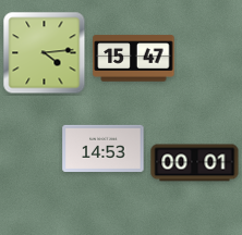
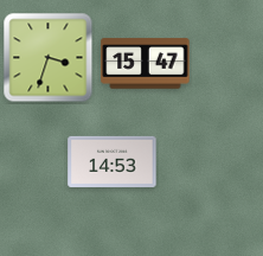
clock at (45, 53): 4:14 -> 3:33
clock at (195, 163): 00:01 -> none
